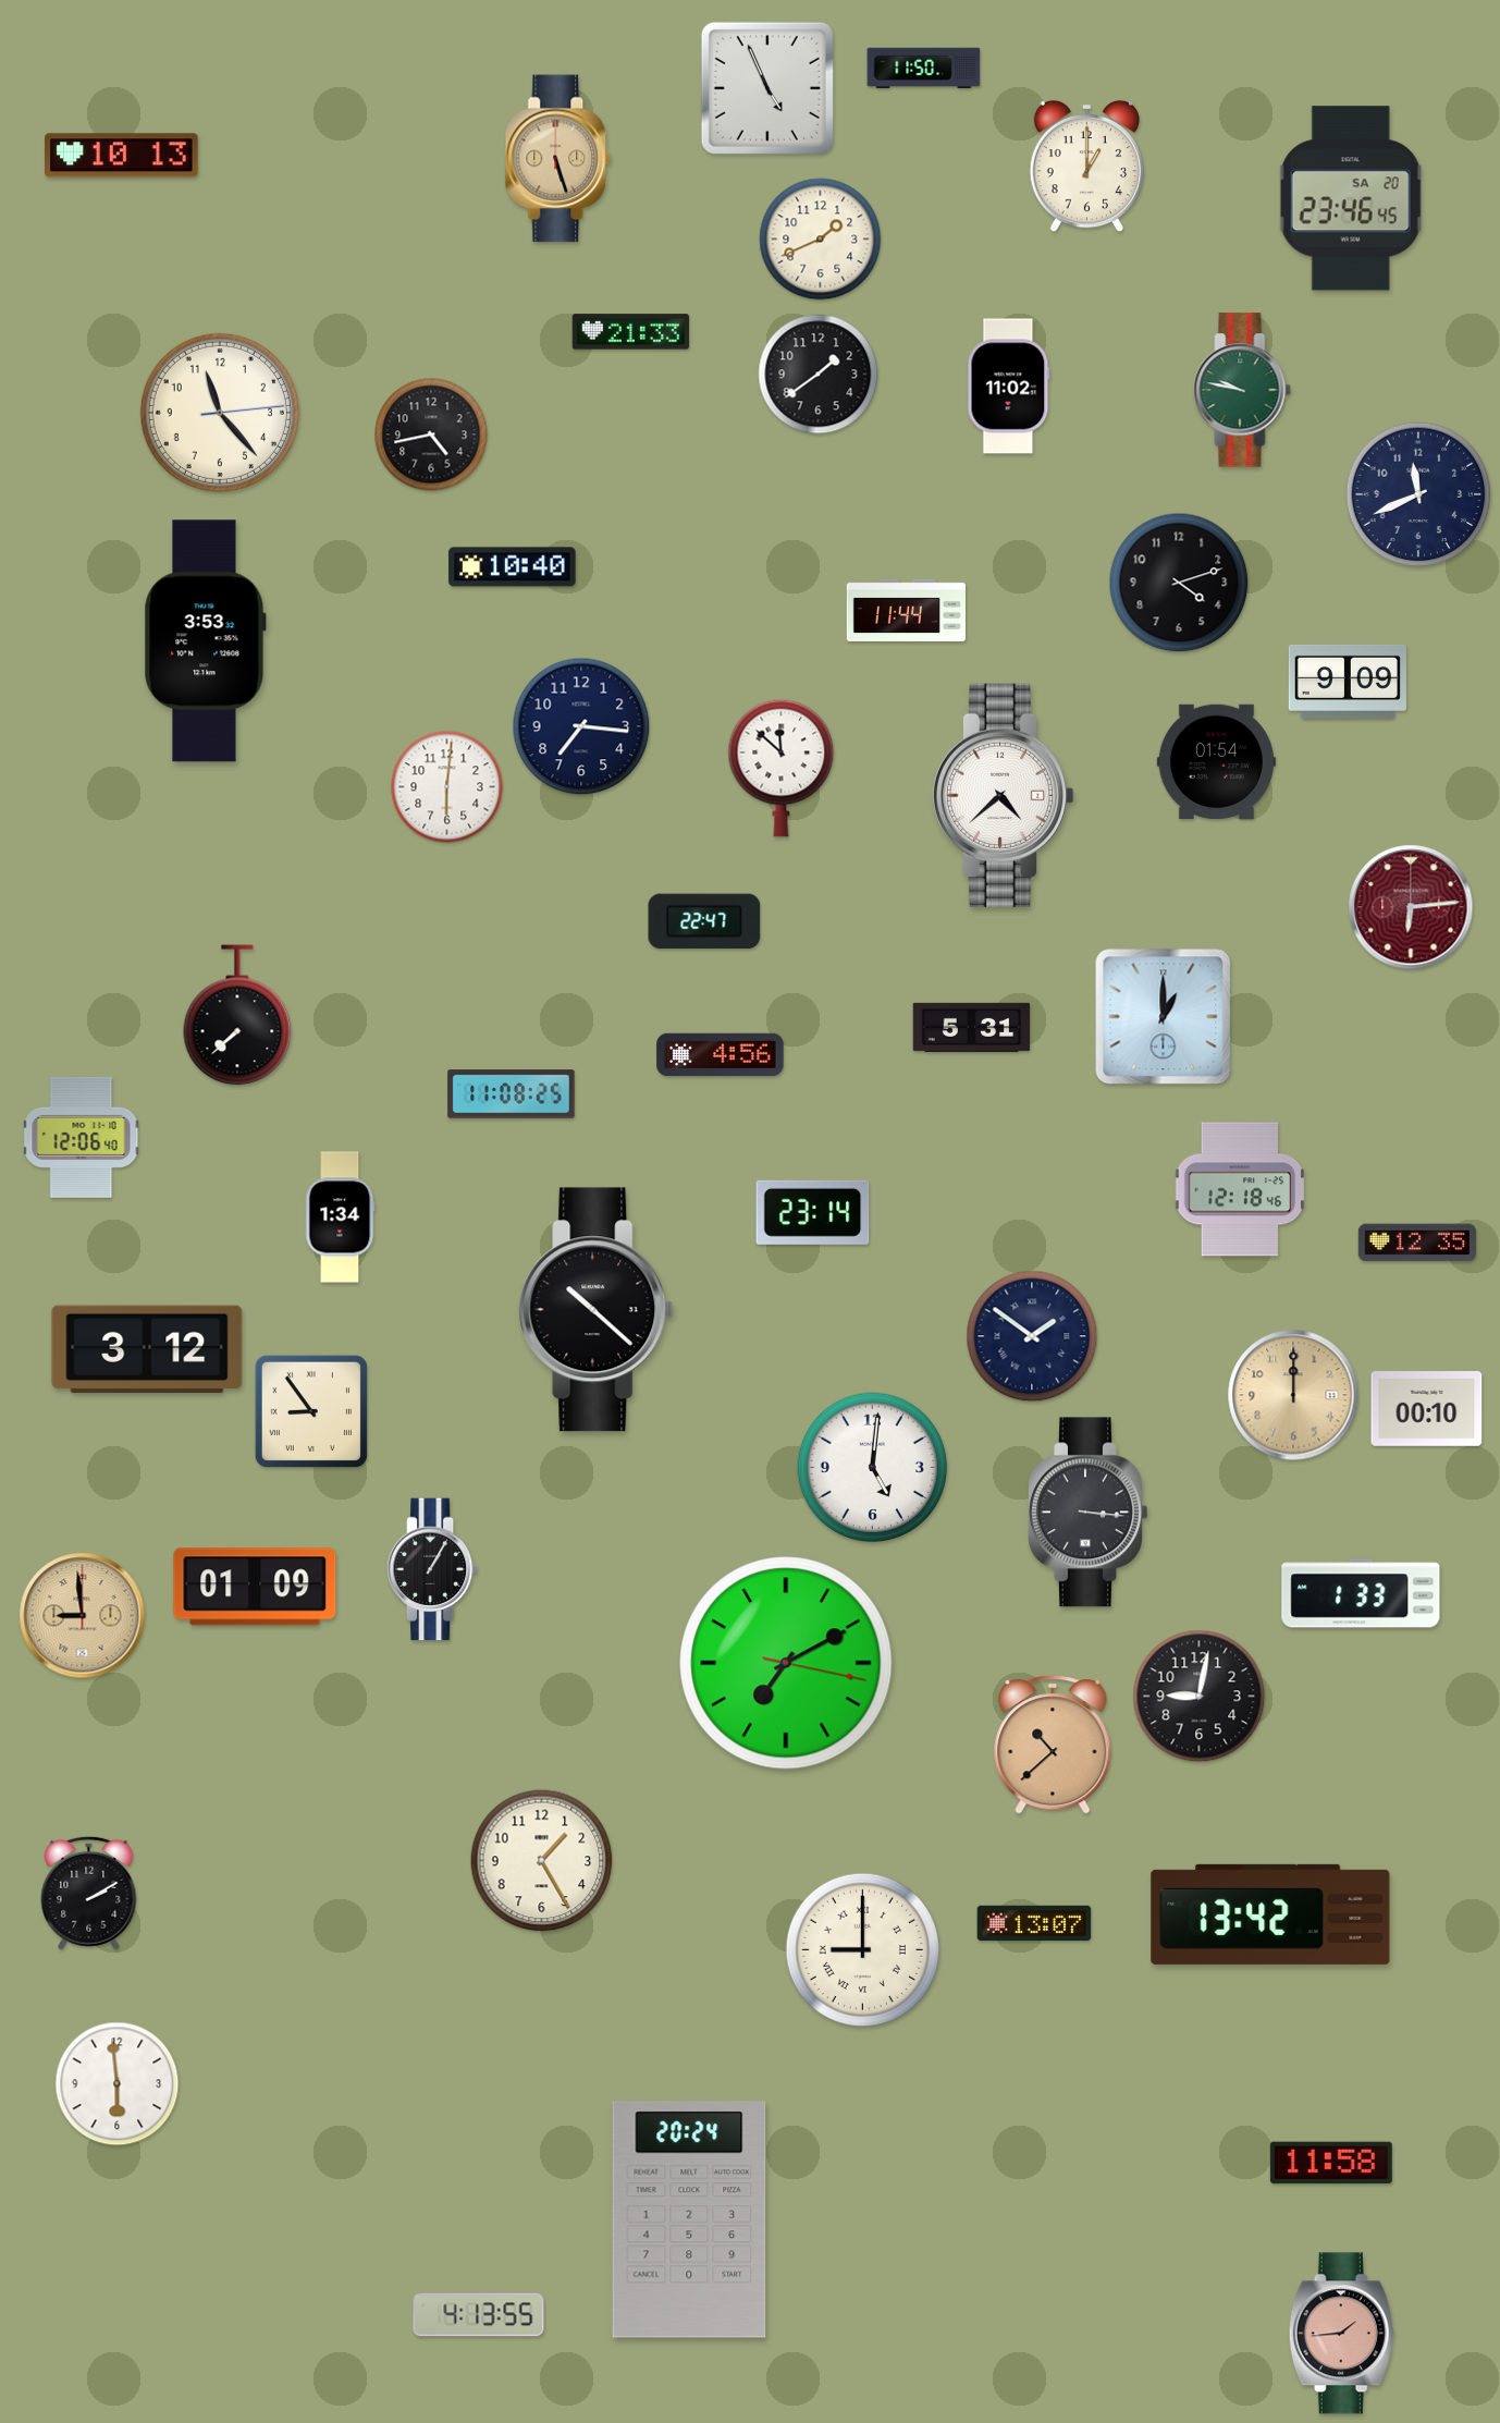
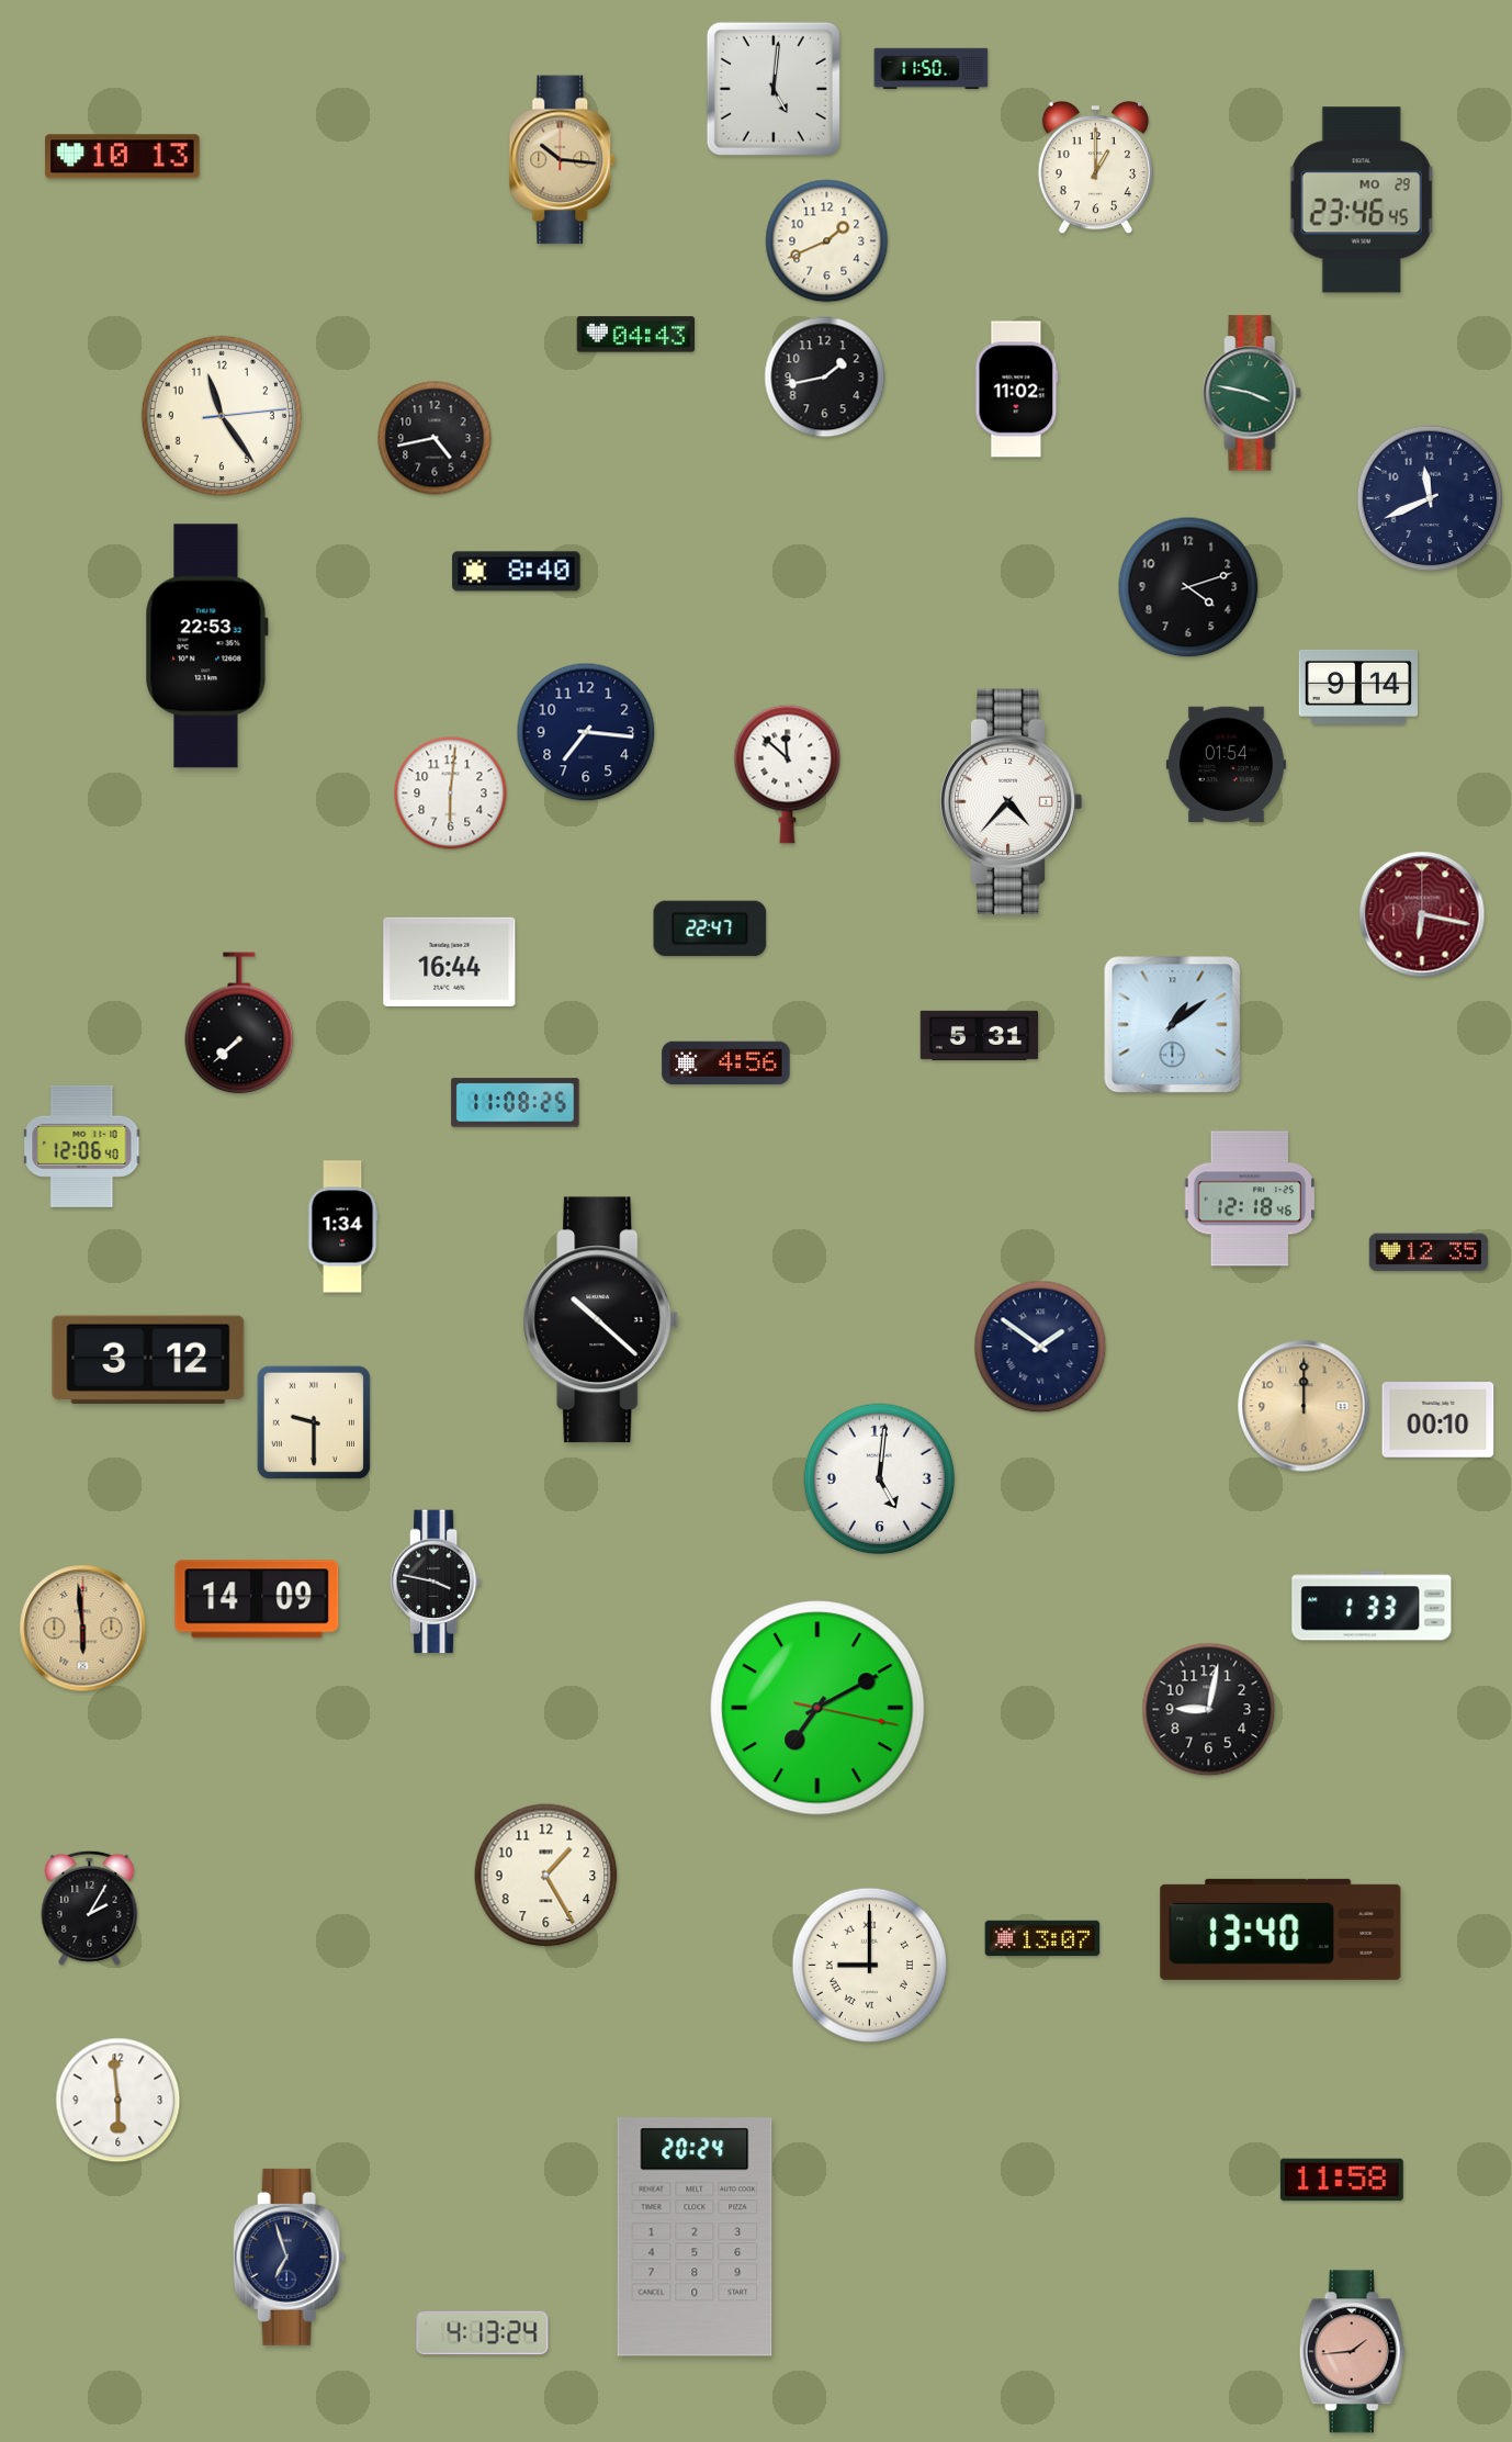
clock at (767, 88): 4:56 -> 5:01
clock at (558, 159): 5:27 -> 10:16
clock at (1351, 198) date: SA 20 -> MO 29
clock at (631, 332): 21:33 -> 04:43
clock at (819, 375): 1:39 -> 1:43
clock at (1242, 390): 9:47 -> 3:47
clock at (220, 413): 11:23 -> 11:24
clock at (513, 567): 10:40 -> 8:40
clock at (906, 610): 11:44 -> none
clock at (205, 641): 3:53 -> 22:53
clock at (1348, 682): 9:09 -> 9:14
clock at (1216, 761) position: (1216, 761) -> (1226, 764)
clock at (1003, 795): 4:38 -> 4:37
clock at (1411, 907): 6:14 -> 6:17
clock at (450, 961): none -> 16:44
clock at (1164, 1017): 1:00 -> 1:09
clock at (813, 1212): 23:14 -> none
clock at (311, 1411): 8:54 -> 9:30
clock at (1089, 1513): 3:16 -> none
clock at (432, 1569): 1:05 -> 3:47
clock at (255, 1587): 01:09 -> 14:09
clock at (83, 1616): 8:59 -> 5:59
clock at (786, 1663) position: (786, 1663) -> (817, 1708)
clock at (1053, 1745): 10:38 -> none
clock at (89, 1893): 2:10 -> 2:05
clock at (1270, 1914): 13:42 -> 13:40
clock at (290, 2257): none -> 6:57
clock at (479, 2315): 4:13:55 -> 4:13:24
